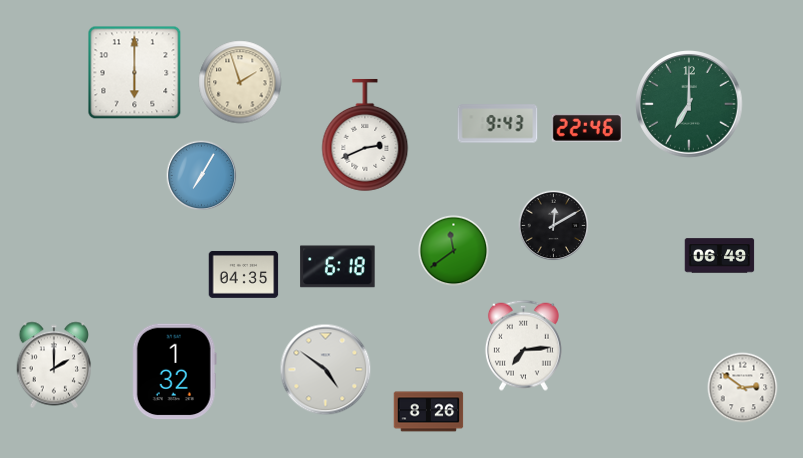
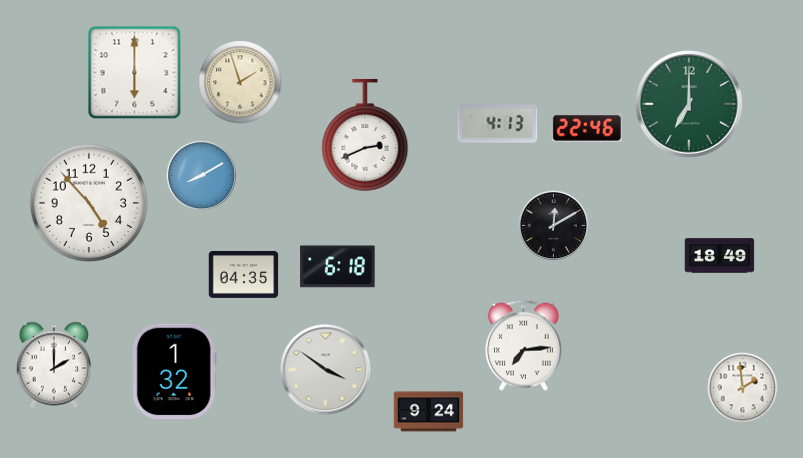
clock at (498, 124): 9:43 -> 4:13
clock at (202, 176): 7:05 -> 8:10
clock at (89, 203): none -> 4:53
clock at (454, 251): 11:39 -> none
clock at (720, 256): 06:49 -> 18:49
clock at (326, 370): 4:51 -> 3:51
clock at (743, 388): 2:51 -> 1:59
clock at (429, 412): 8:26 -> 9:24
